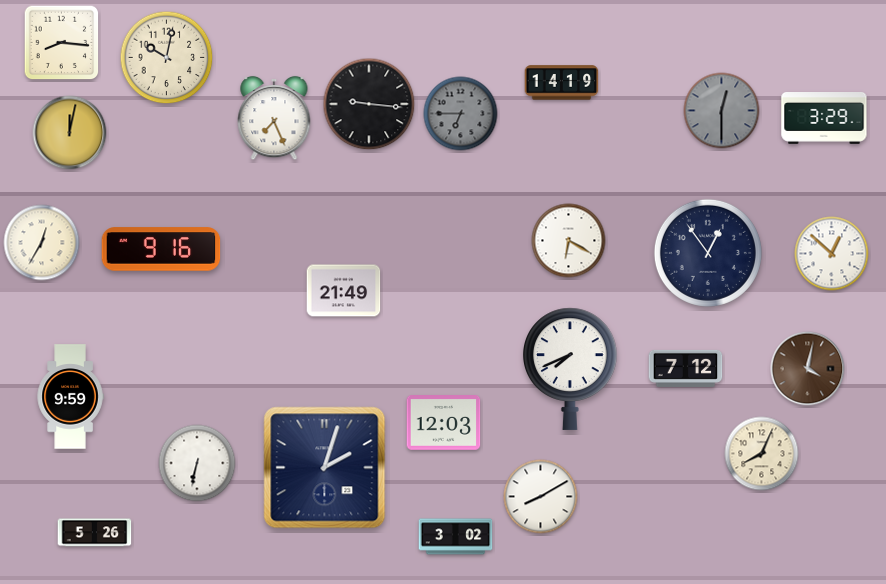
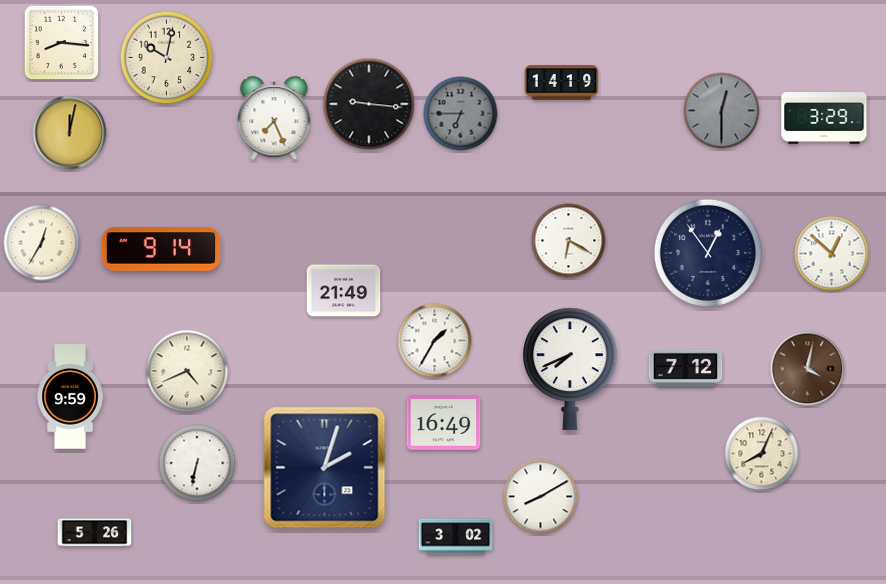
clock at (161, 249): 9:16 -> 9:14
clock at (435, 341): none -> 1:35
clock at (187, 371): none -> 4:41
clock at (444, 423): 12:03 -> 16:49
